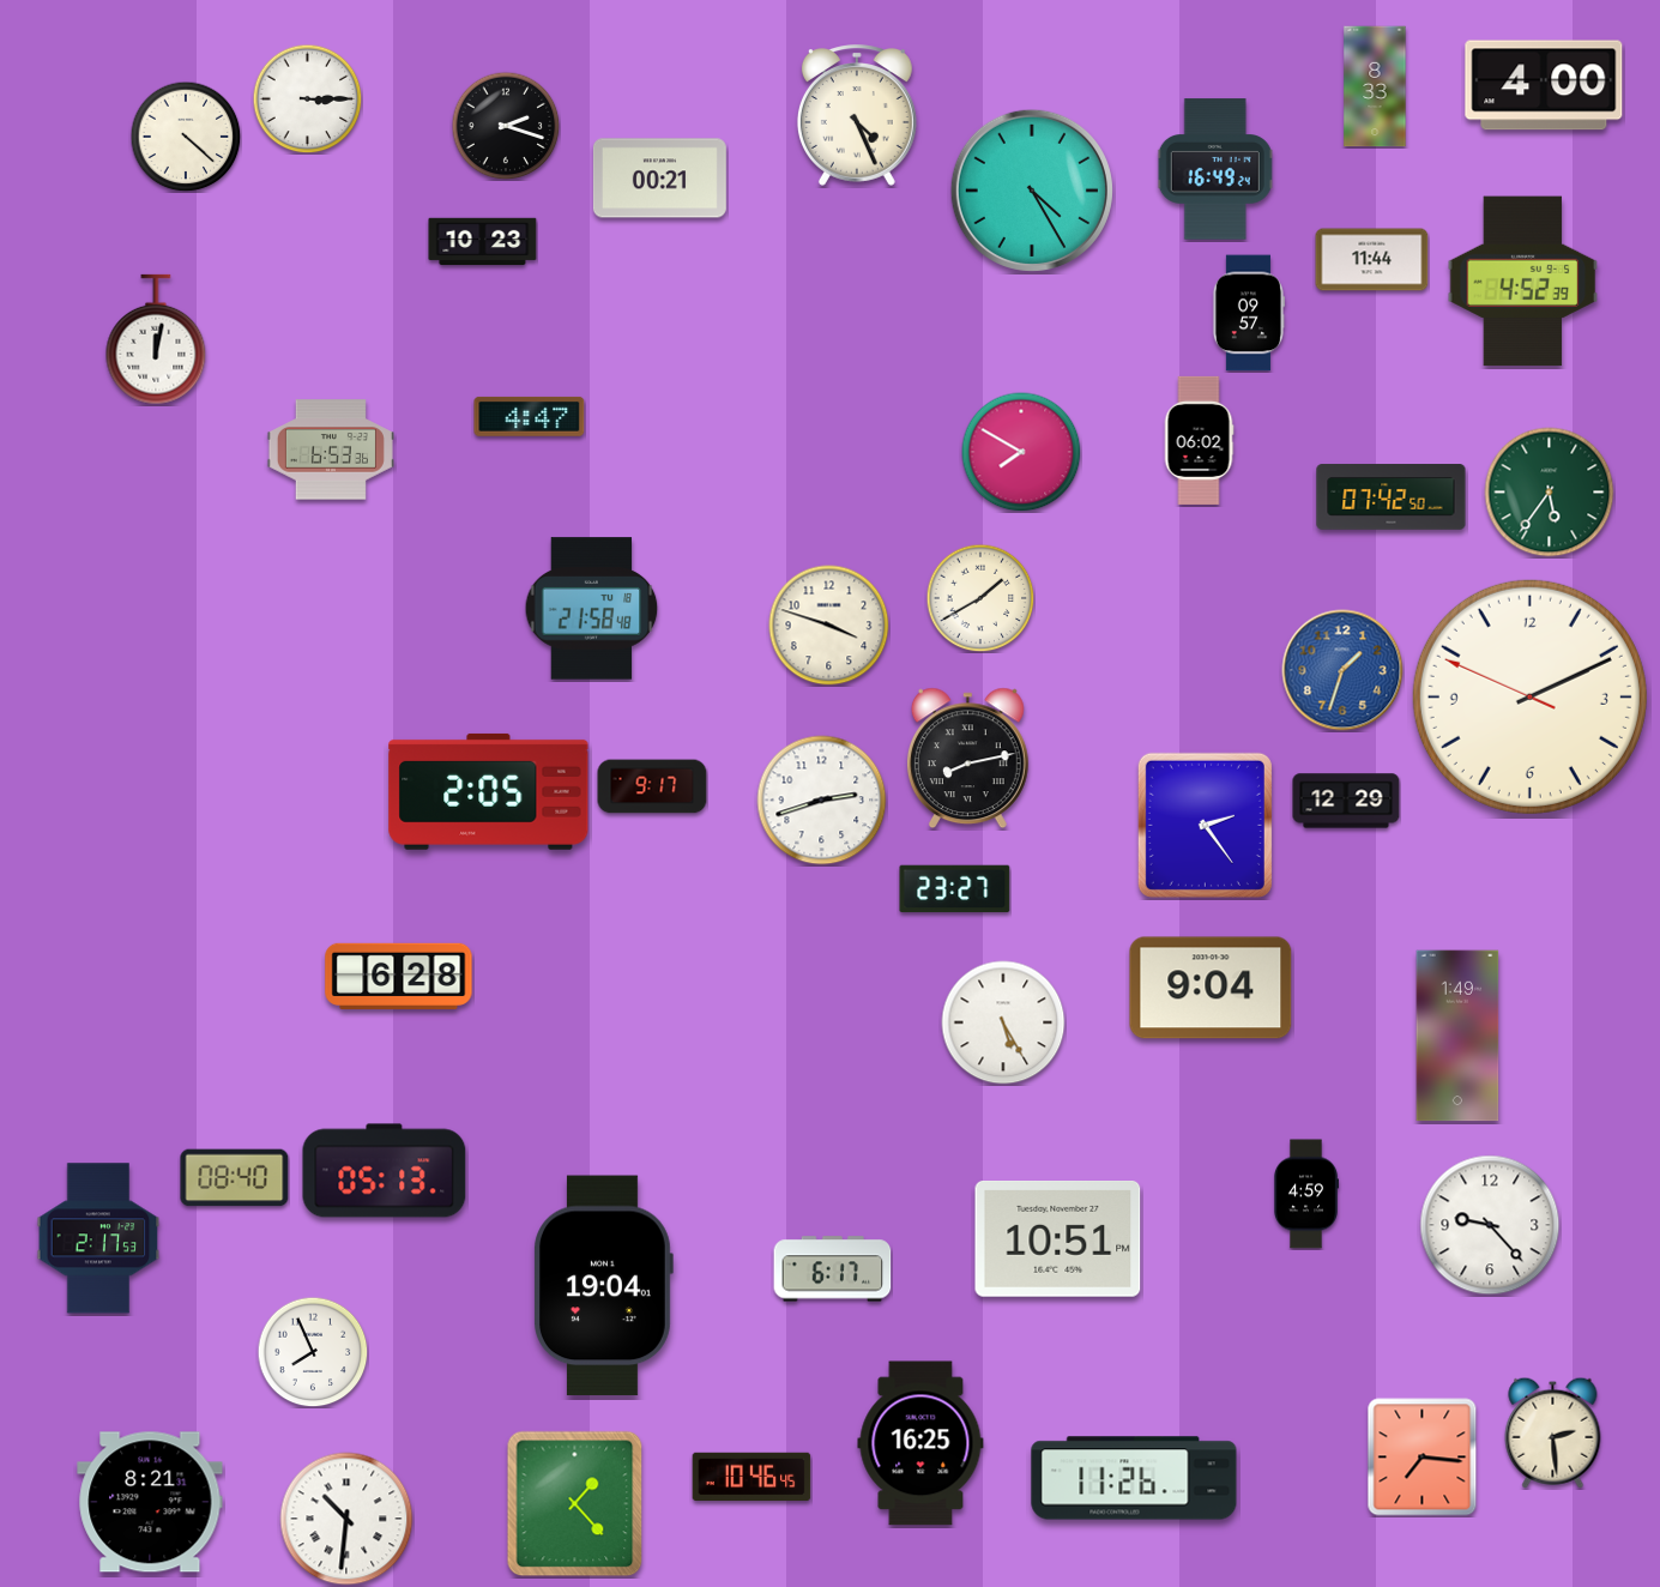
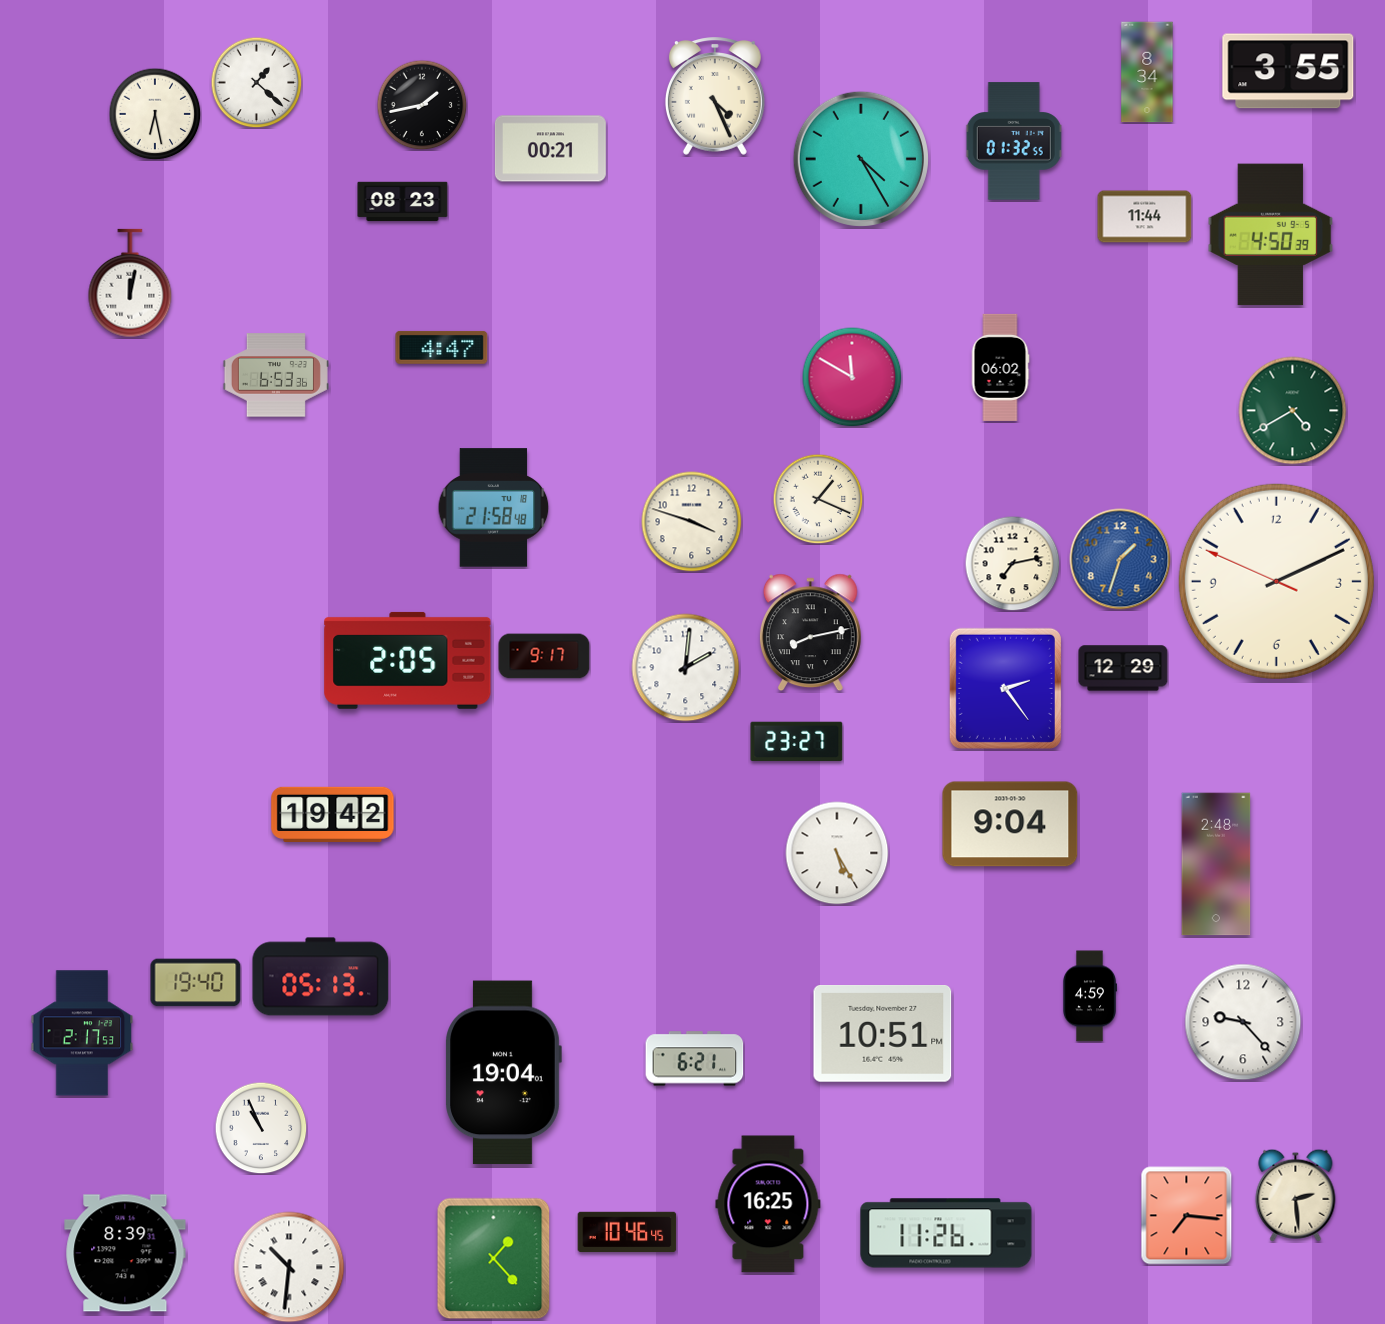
clock at (1544, 85): 4:00 -> 3:55
clock at (1375, 86): 8:33 -> 8:34
clock at (307, 98): 3:15 -> 1:22
clock at (506, 126): 2:18 -> 1:43
clock at (186, 137): 4:22 -> 6:28
clock at (1215, 169): 16:49 -> 01:32
clock at (483, 242): 10:23 -> 08:23
clock at (1523, 282): 4:52 -> 4:50
clock at (1249, 313): 09:57 -> none
clock at (1021, 452): 7:50 -> 11:50
clock at (1550, 493): 5:36 -> 4:40
clock at (1392, 497): 07:42 -> none
clock at (980, 598): 1:40 -> 1:19
clock at (1012, 563): none -> 7:13
clock at (967, 759) position: (967, 759) -> (810, 633)
clock at (822, 801): 2:42 -> 2:01
clock at (399, 976): 6:28 -> 19:42
clock at (1457, 1036): 1:49 -> 2:48
clock at (235, 1178): 08:40 -> 19:40
clock at (833, 1269): 6:17 -> 6:21
clock at (313, 1352): 7:56 -> 10:56
clock at (150, 1502): 8:21 -> 8:39
clock at (575, 1504) position: (575, 1504) -> (494, 1259)
